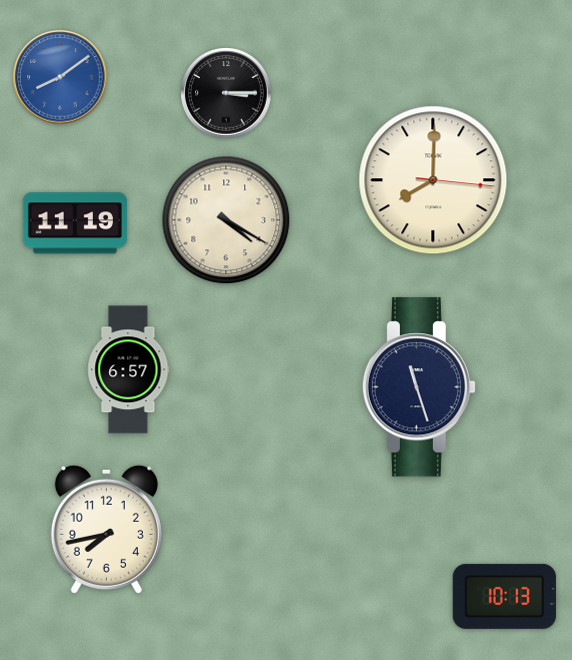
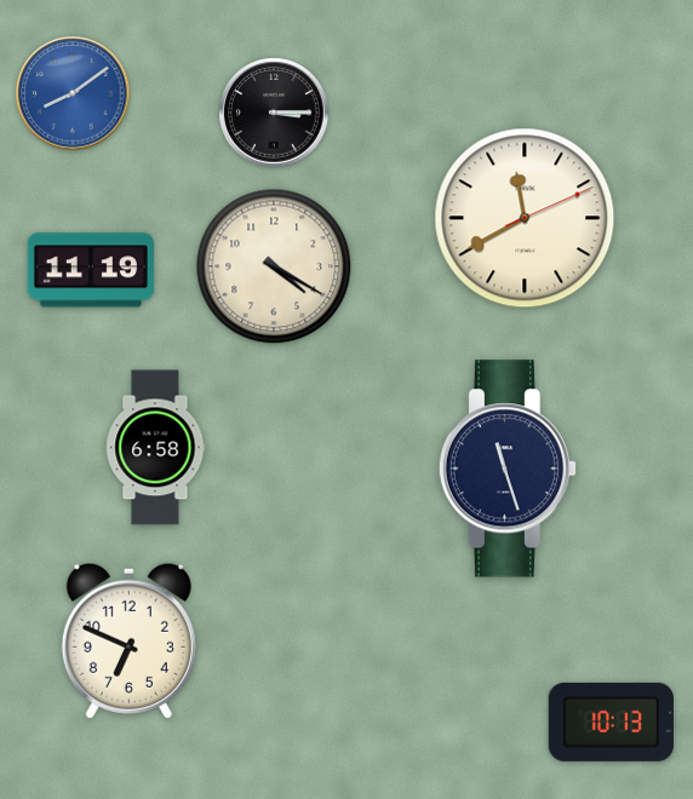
clock at (433, 180): 8:00 -> 11:40
clock at (129, 370): 6:57 -> 6:58
clock at (106, 529): 7:43 -> 6:49
